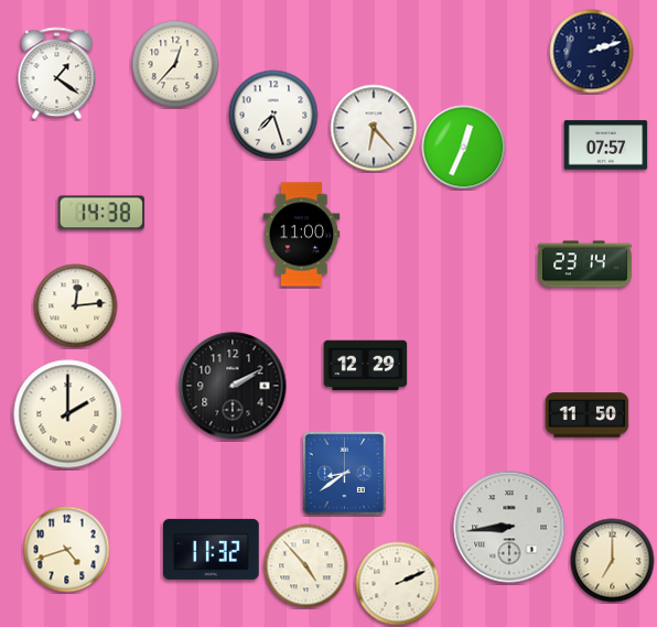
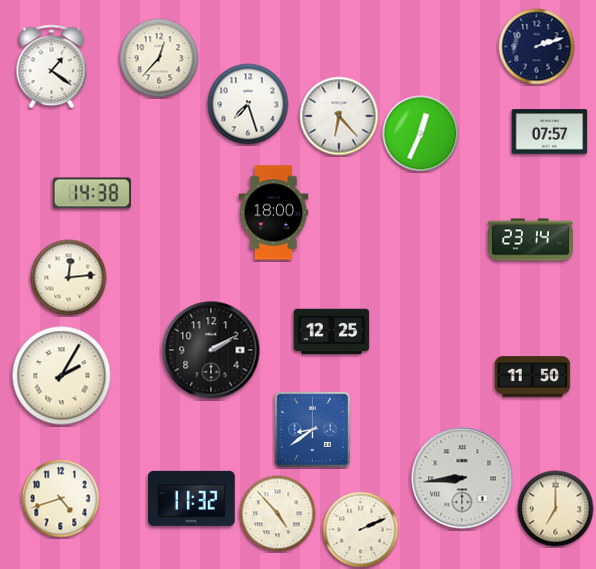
clock at (302, 235): 11:00 -> 18:00
clock at (366, 366): 12:29 -> 12:25
clock at (68, 414): 2:00 -> 2:05
